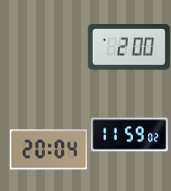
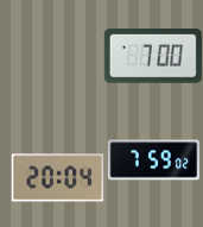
clock at (129, 48): 2:00 -> 7:00
clock at (129, 135): 11:59 -> 7:59
